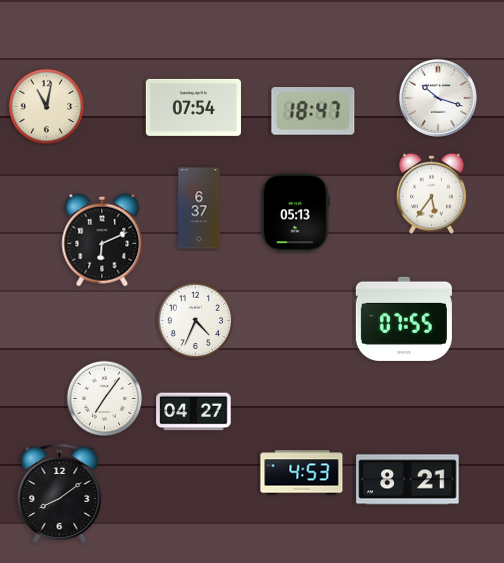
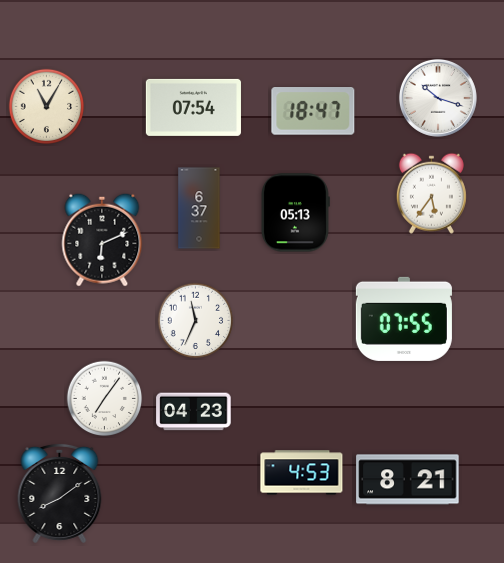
clock at (47, 107): 11:02 -> 11:05
clock at (196, 321): 4:34 -> 11:34
clock at (194, 412): 04:27 -> 04:23
